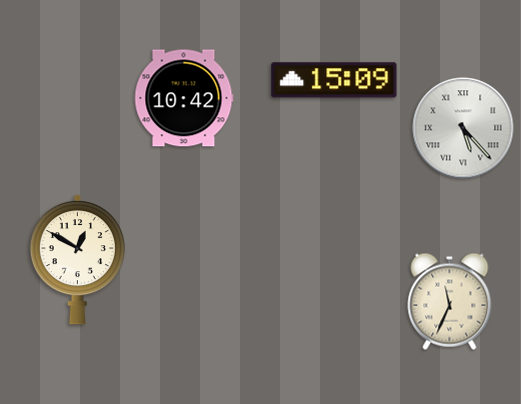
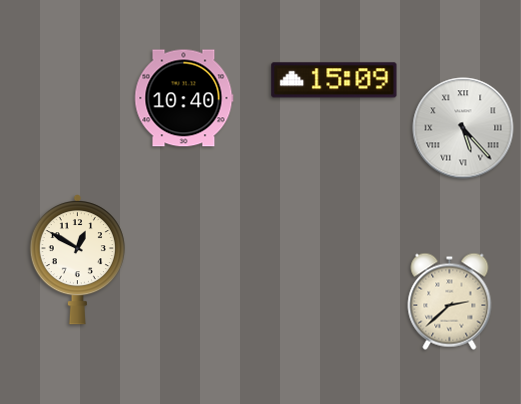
clock at (184, 98): 10:42 -> 10:40
clock at (450, 301): 11:34 -> 2:38
